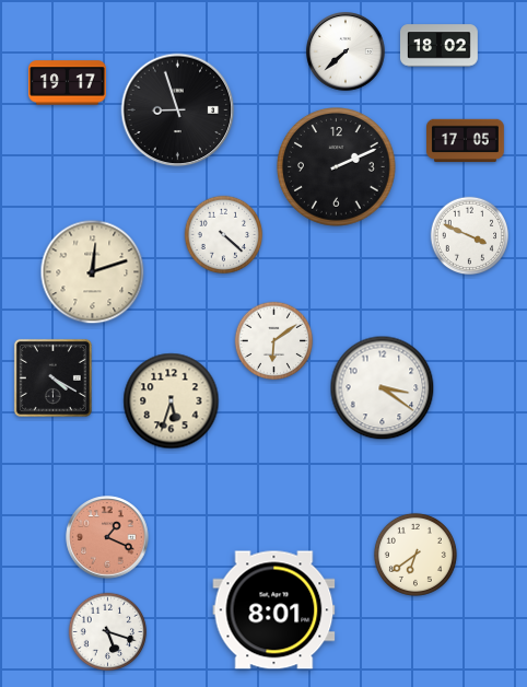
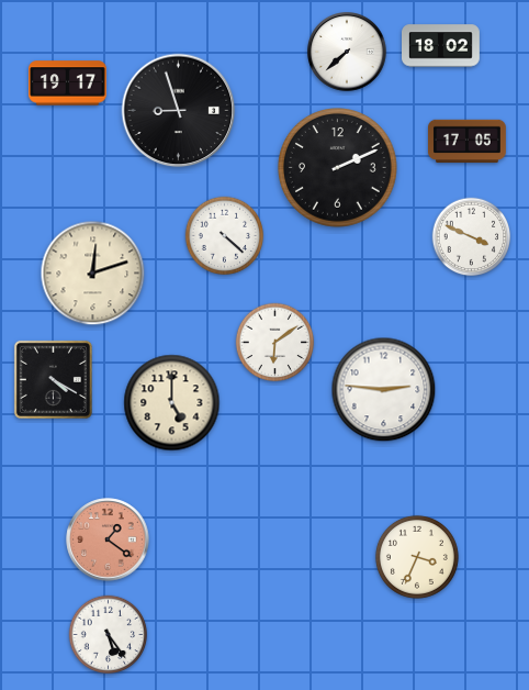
clock at (383, 388): 3:21 -> 2:46
clock at (172, 401): 5:33 -> 5:00
clock at (107, 537): 1:19 -> 1:21
clock at (415, 555): 6:39 -> 3:34
clock at (274, 610): 8:01 -> none
clock at (108, 632): 5:18 -> 5:24
